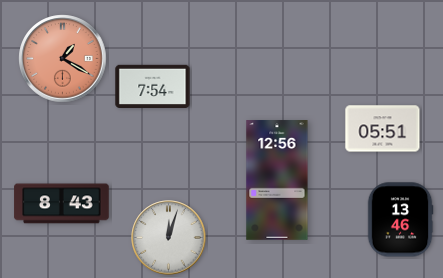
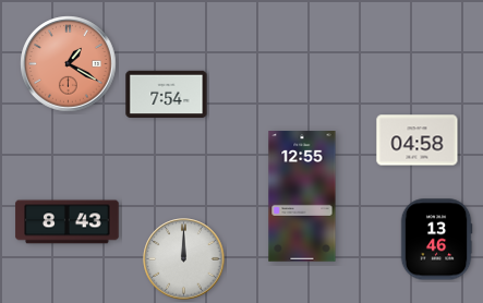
clock at (383, 129): 05:51 -> 04:58
clock at (277, 180): 12:56 -> 12:55
clock at (169, 238): 12:03 -> 12:00
